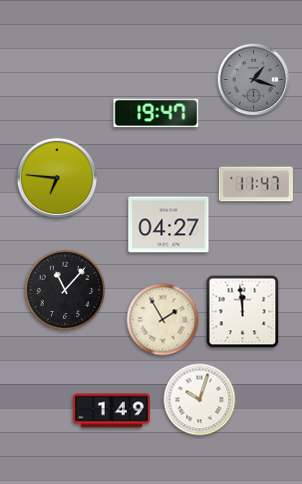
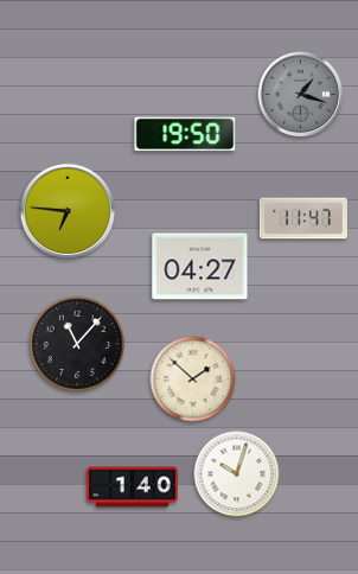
clock at (156, 113): 19:47 -> 19:50
clock at (243, 312): 11:59 -> none
clock at (163, 320): 1:55 -> 1:52
clock at (112, 411): 1:49 -> 1:40
